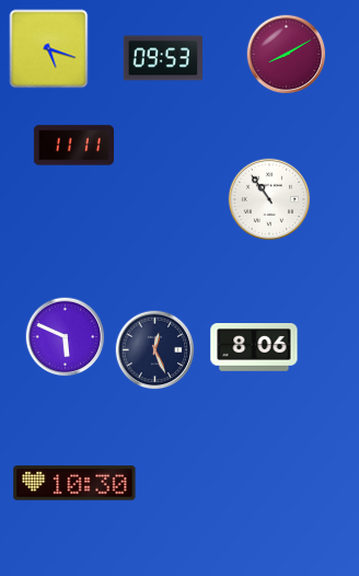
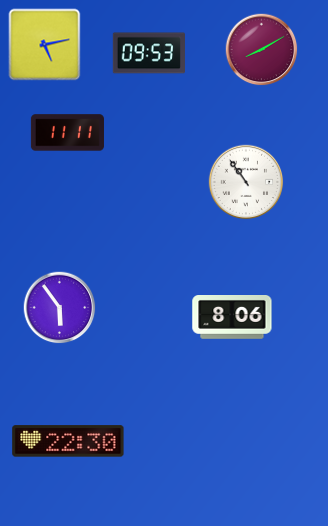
clock at (49, 49): 5:18 -> 5:13
clock at (66, 337): 5:49 -> 5:54
clock at (155, 350): 12:26 -> none
clock at (74, 483): 10:30 -> 22:30
